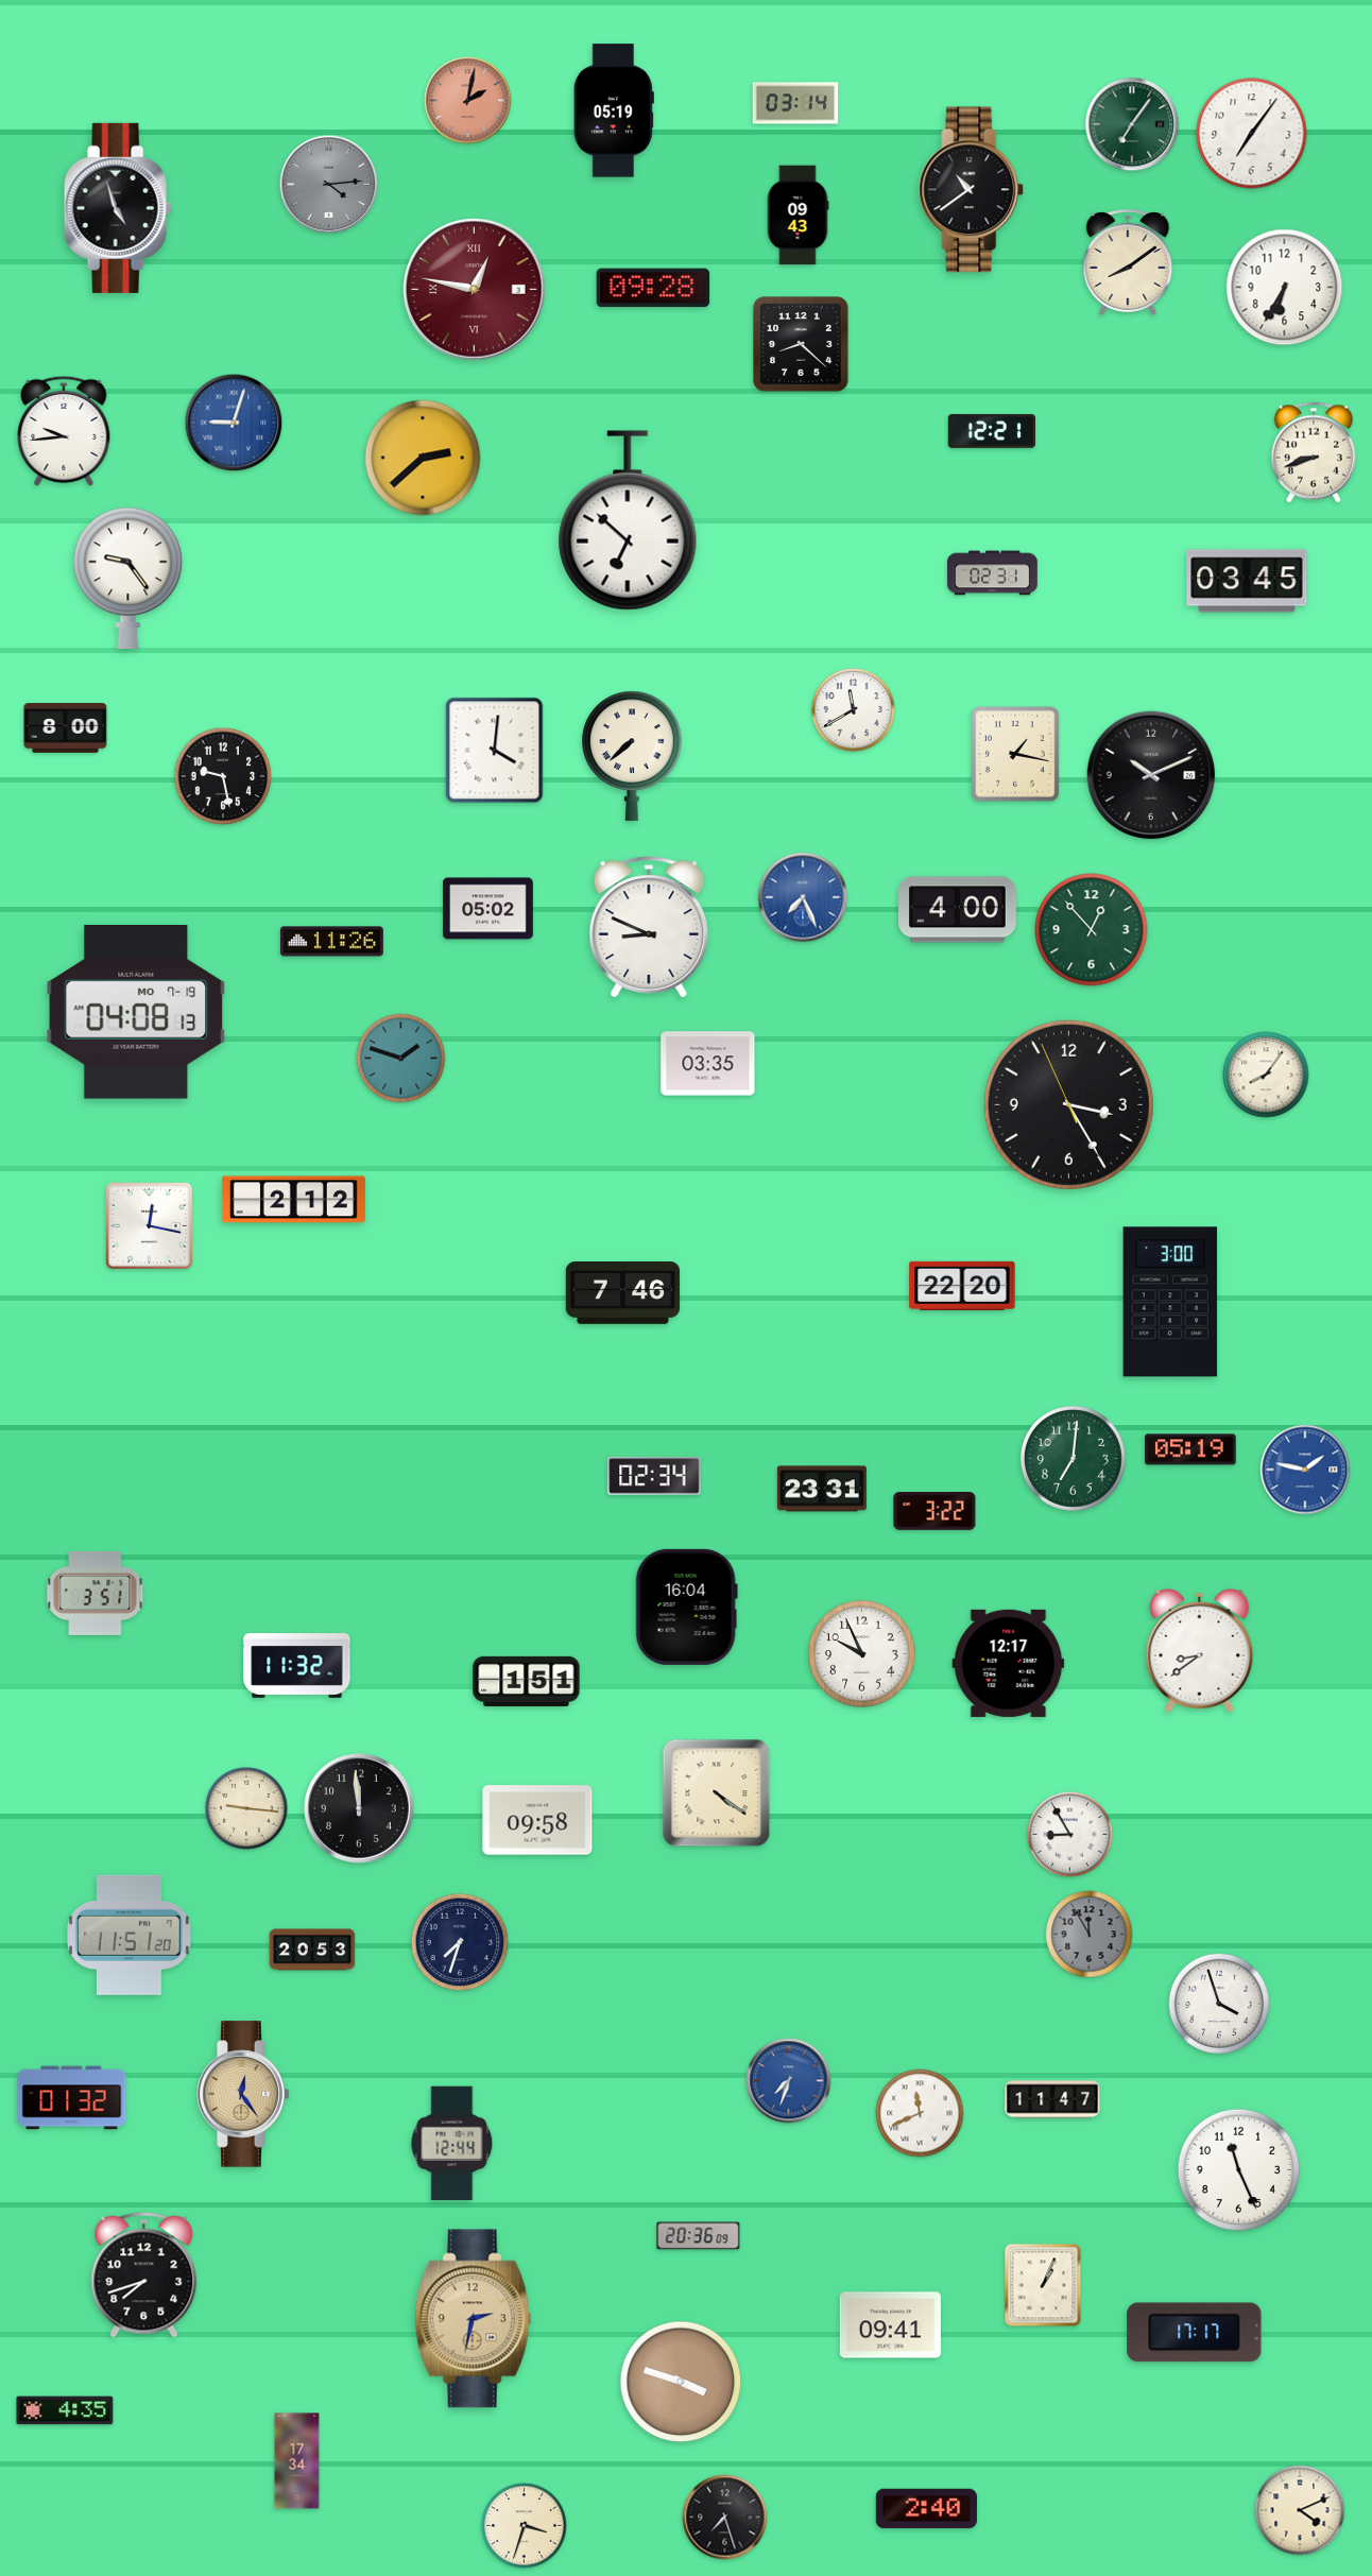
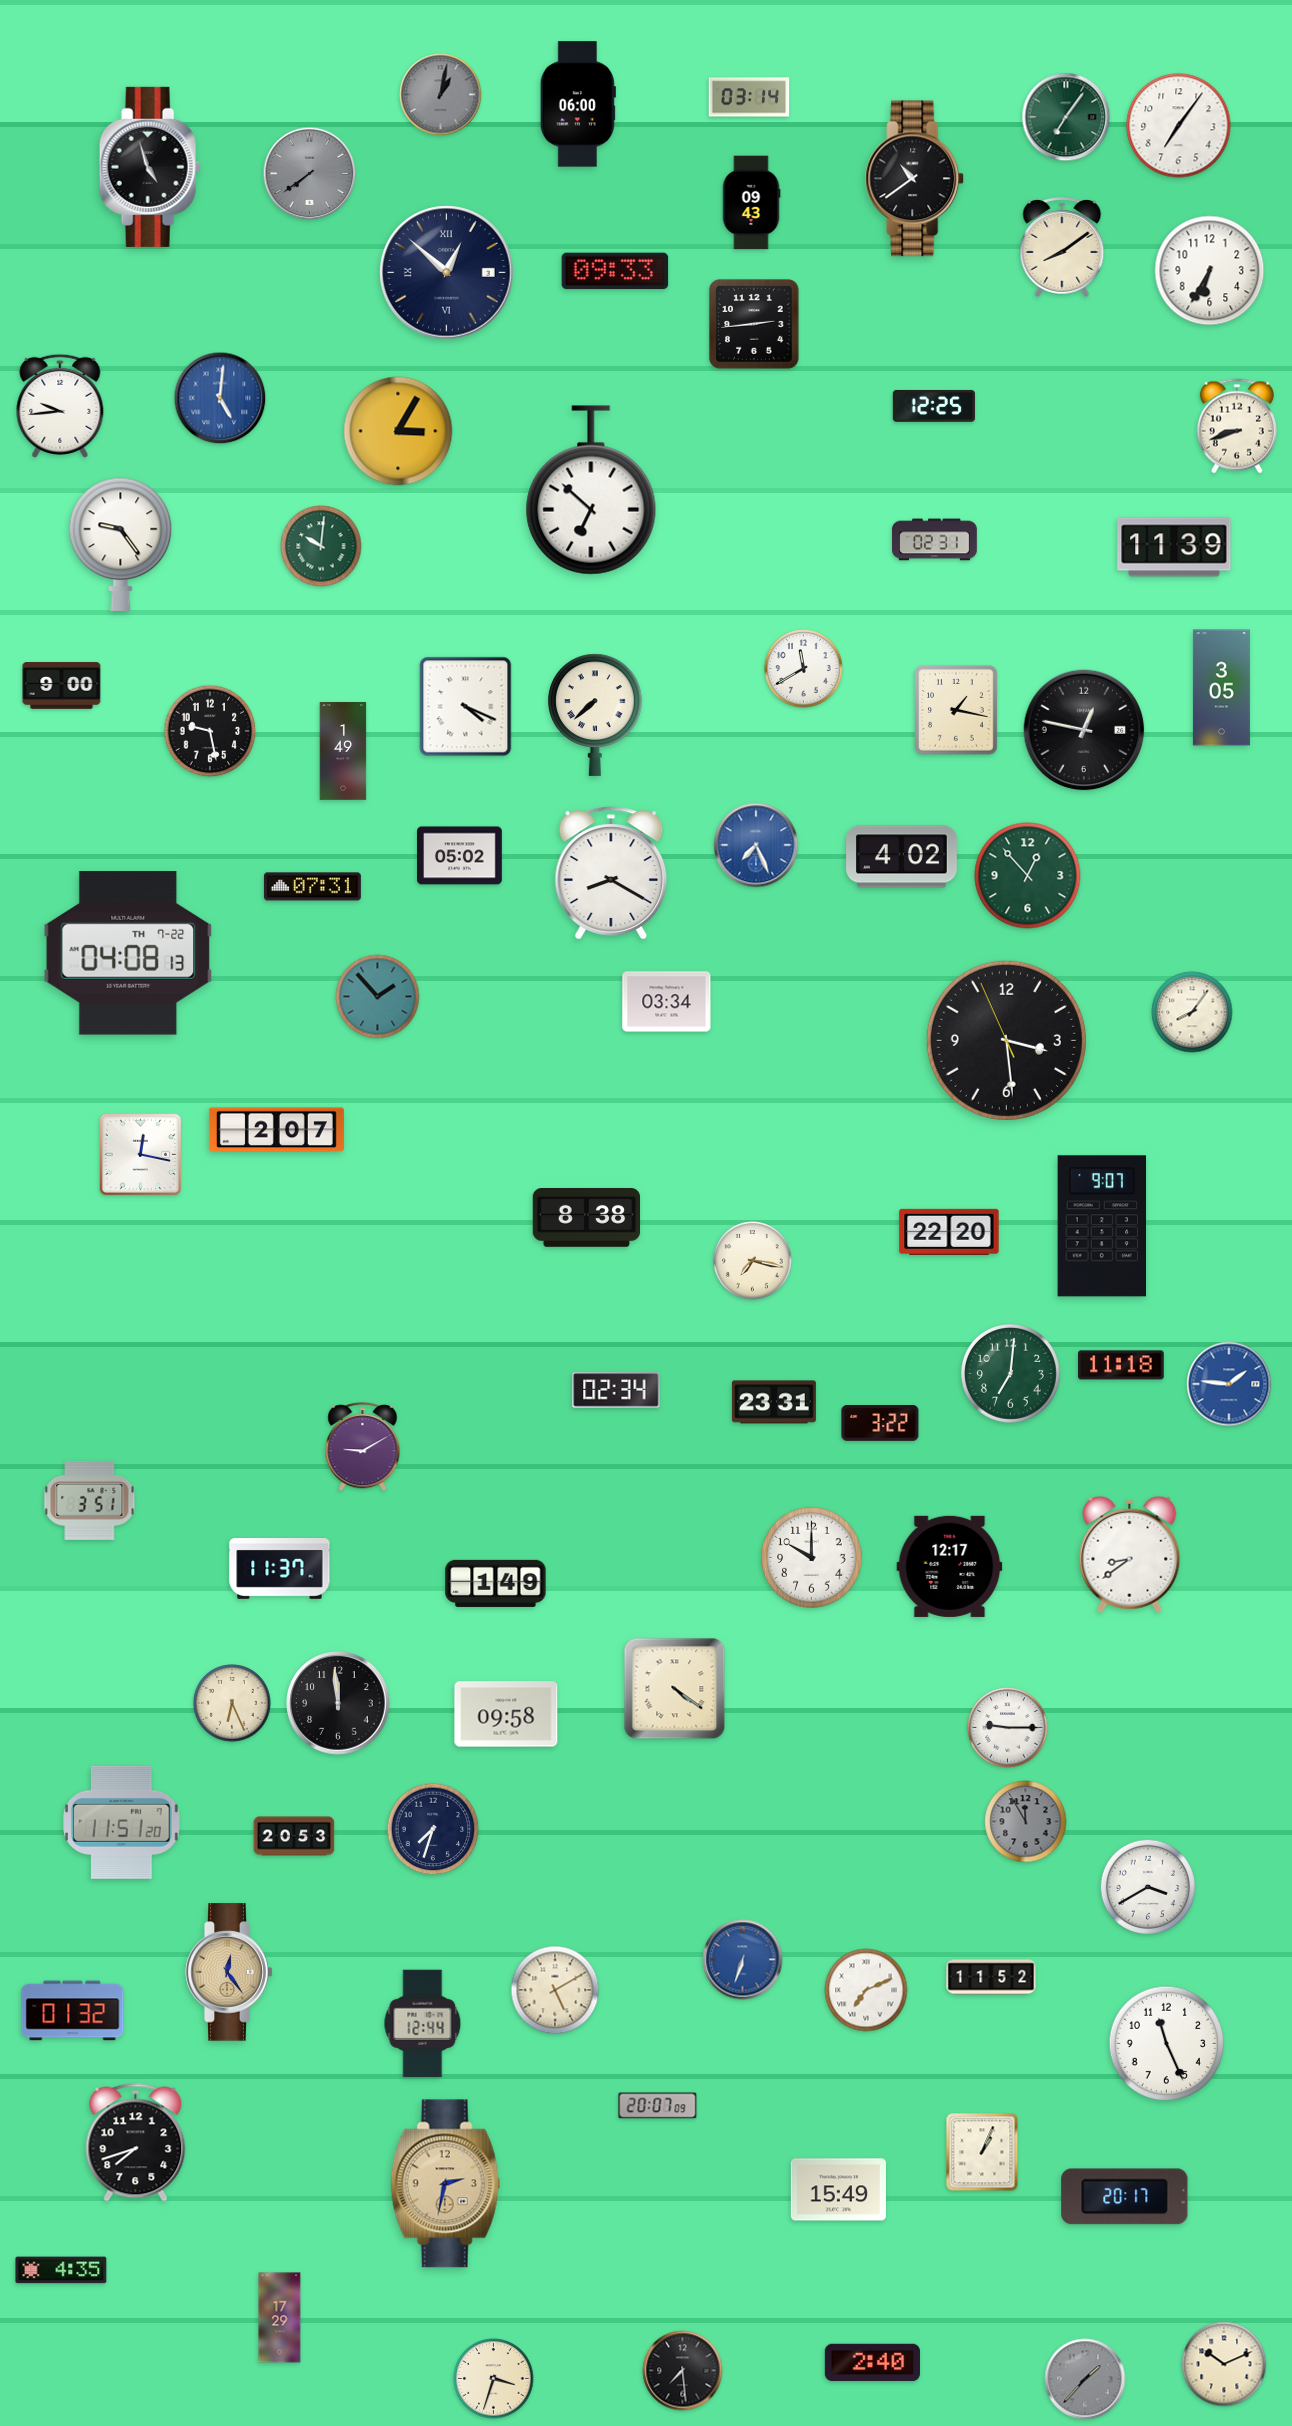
clock at (468, 101): 2:02 -> 1:02
clock at (468, 101) dial: salmon -> grey
clock at (614, 110): 05:19 -> 06:00
clock at (329, 185): 4:14 -> 7:39
clock at (118, 208) position: (118, 208) -> (150, 167)
clock at (653, 288): 09:28 -> 09:33
clock at (475, 290): 12:47 -> 12:52
clock at (475, 290) dial: burgundy -> navy
clock at (801, 344): 8:22 -> 2:44
clock at (234, 423): 9:03 -> 5:01
clock at (991, 431): 12:21 -> 12:25
clock at (423, 458): 2:38 -> 3:05
clock at (321, 546): none -> 10:01
clock at (1247, 581): 03:45 -> 11:39
clock at (66, 728): 8:00 -> 9:00
clock at (1221, 688): none -> 3:05
clock at (495, 751): 4:01 -> 4:19
clock at (632, 756) position: (632, 756) -> (595, 715)
clock at (1151, 775): 10:11 -> 12:47
clock at (343, 751): none -> 1:49
clock at (958, 910): 4:00 -> 4:02
clock at (649, 927): 8:49 -> 8:20
clock at (331, 942): 11:26 -> 07:31
clock at (136, 1012) date: MO 7-19 -> TH 7-22
clock at (401, 1059): 1:48 -> 1:53
clock at (708, 1064): 03:35 -> 03:34
clock at (1068, 1104): 3:24 -> 3:28
clock at (293, 1200): 2:12 -> 2:07
clock at (962, 1286) position: (962, 1286) -> (949, 1232)
clock at (623, 1293): 7:46 -> 8:38
clock at (1170, 1302): 3:00 -> 9:07
clock at (753, 1261): none -> 7:17
clock at (1190, 1449): 05:19 -> 11:18
clock at (1305, 1470): 1:47 -> 1:46
clock at (363, 1447): none -> 9:10
clock at (686, 1607): 16:04 -> none
clock at (862, 1654): 9:56 -> 10:00
clock at (297, 1666): 11:32 -> 11:37
clock at (527, 1681): 1:51 -> 1:49
clock at (246, 1808): 9:16 -> 6:26
clock at (1070, 1835): 8:55 -> 9:15
clock at (1218, 2003): 3:57 -> 3:40
clock at (789, 2081): 7:33 -> 6:33
clock at (72, 2098) position: (72, 2098) -> (73, 2011)
clock at (1052, 2099): 11:47 -> 11:52
clock at (555, 1990): none -> 5:10
clock at (920, 2113): 11:41 -> 7:11
clock at (452, 2144) position: (452, 2144) -> (423, 2024)
clock at (699, 2236): 20:36 -> 20:07
clock at (890, 2325): 09:41 -> 15:49
clock at (1195, 2333): 17:17 -> 20:17
clock at (681, 2382): 3:48 -> none
clock at (297, 2461): 17:34 -> 17:29
clock at (1300, 2510): 4:11 -> 10:11
clock at (725, 2518): 7:27 -> 7:29
clock at (1085, 2379): none -> 1:37
